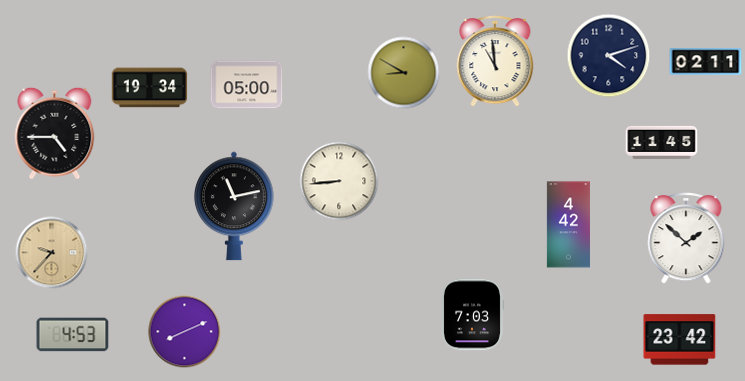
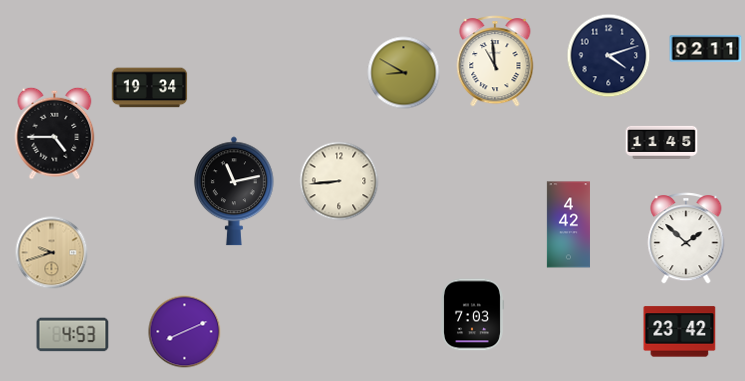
clock at (706, 62) position: (706, 62) -> (706, 49)
clock at (247, 85): 05:00 -> none
clock at (235, 206) position: (235, 206) -> (235, 191)
clock at (52, 253): 9:37 -> 9:42
clock at (680, 340) position: (680, 340) -> (680, 332)
